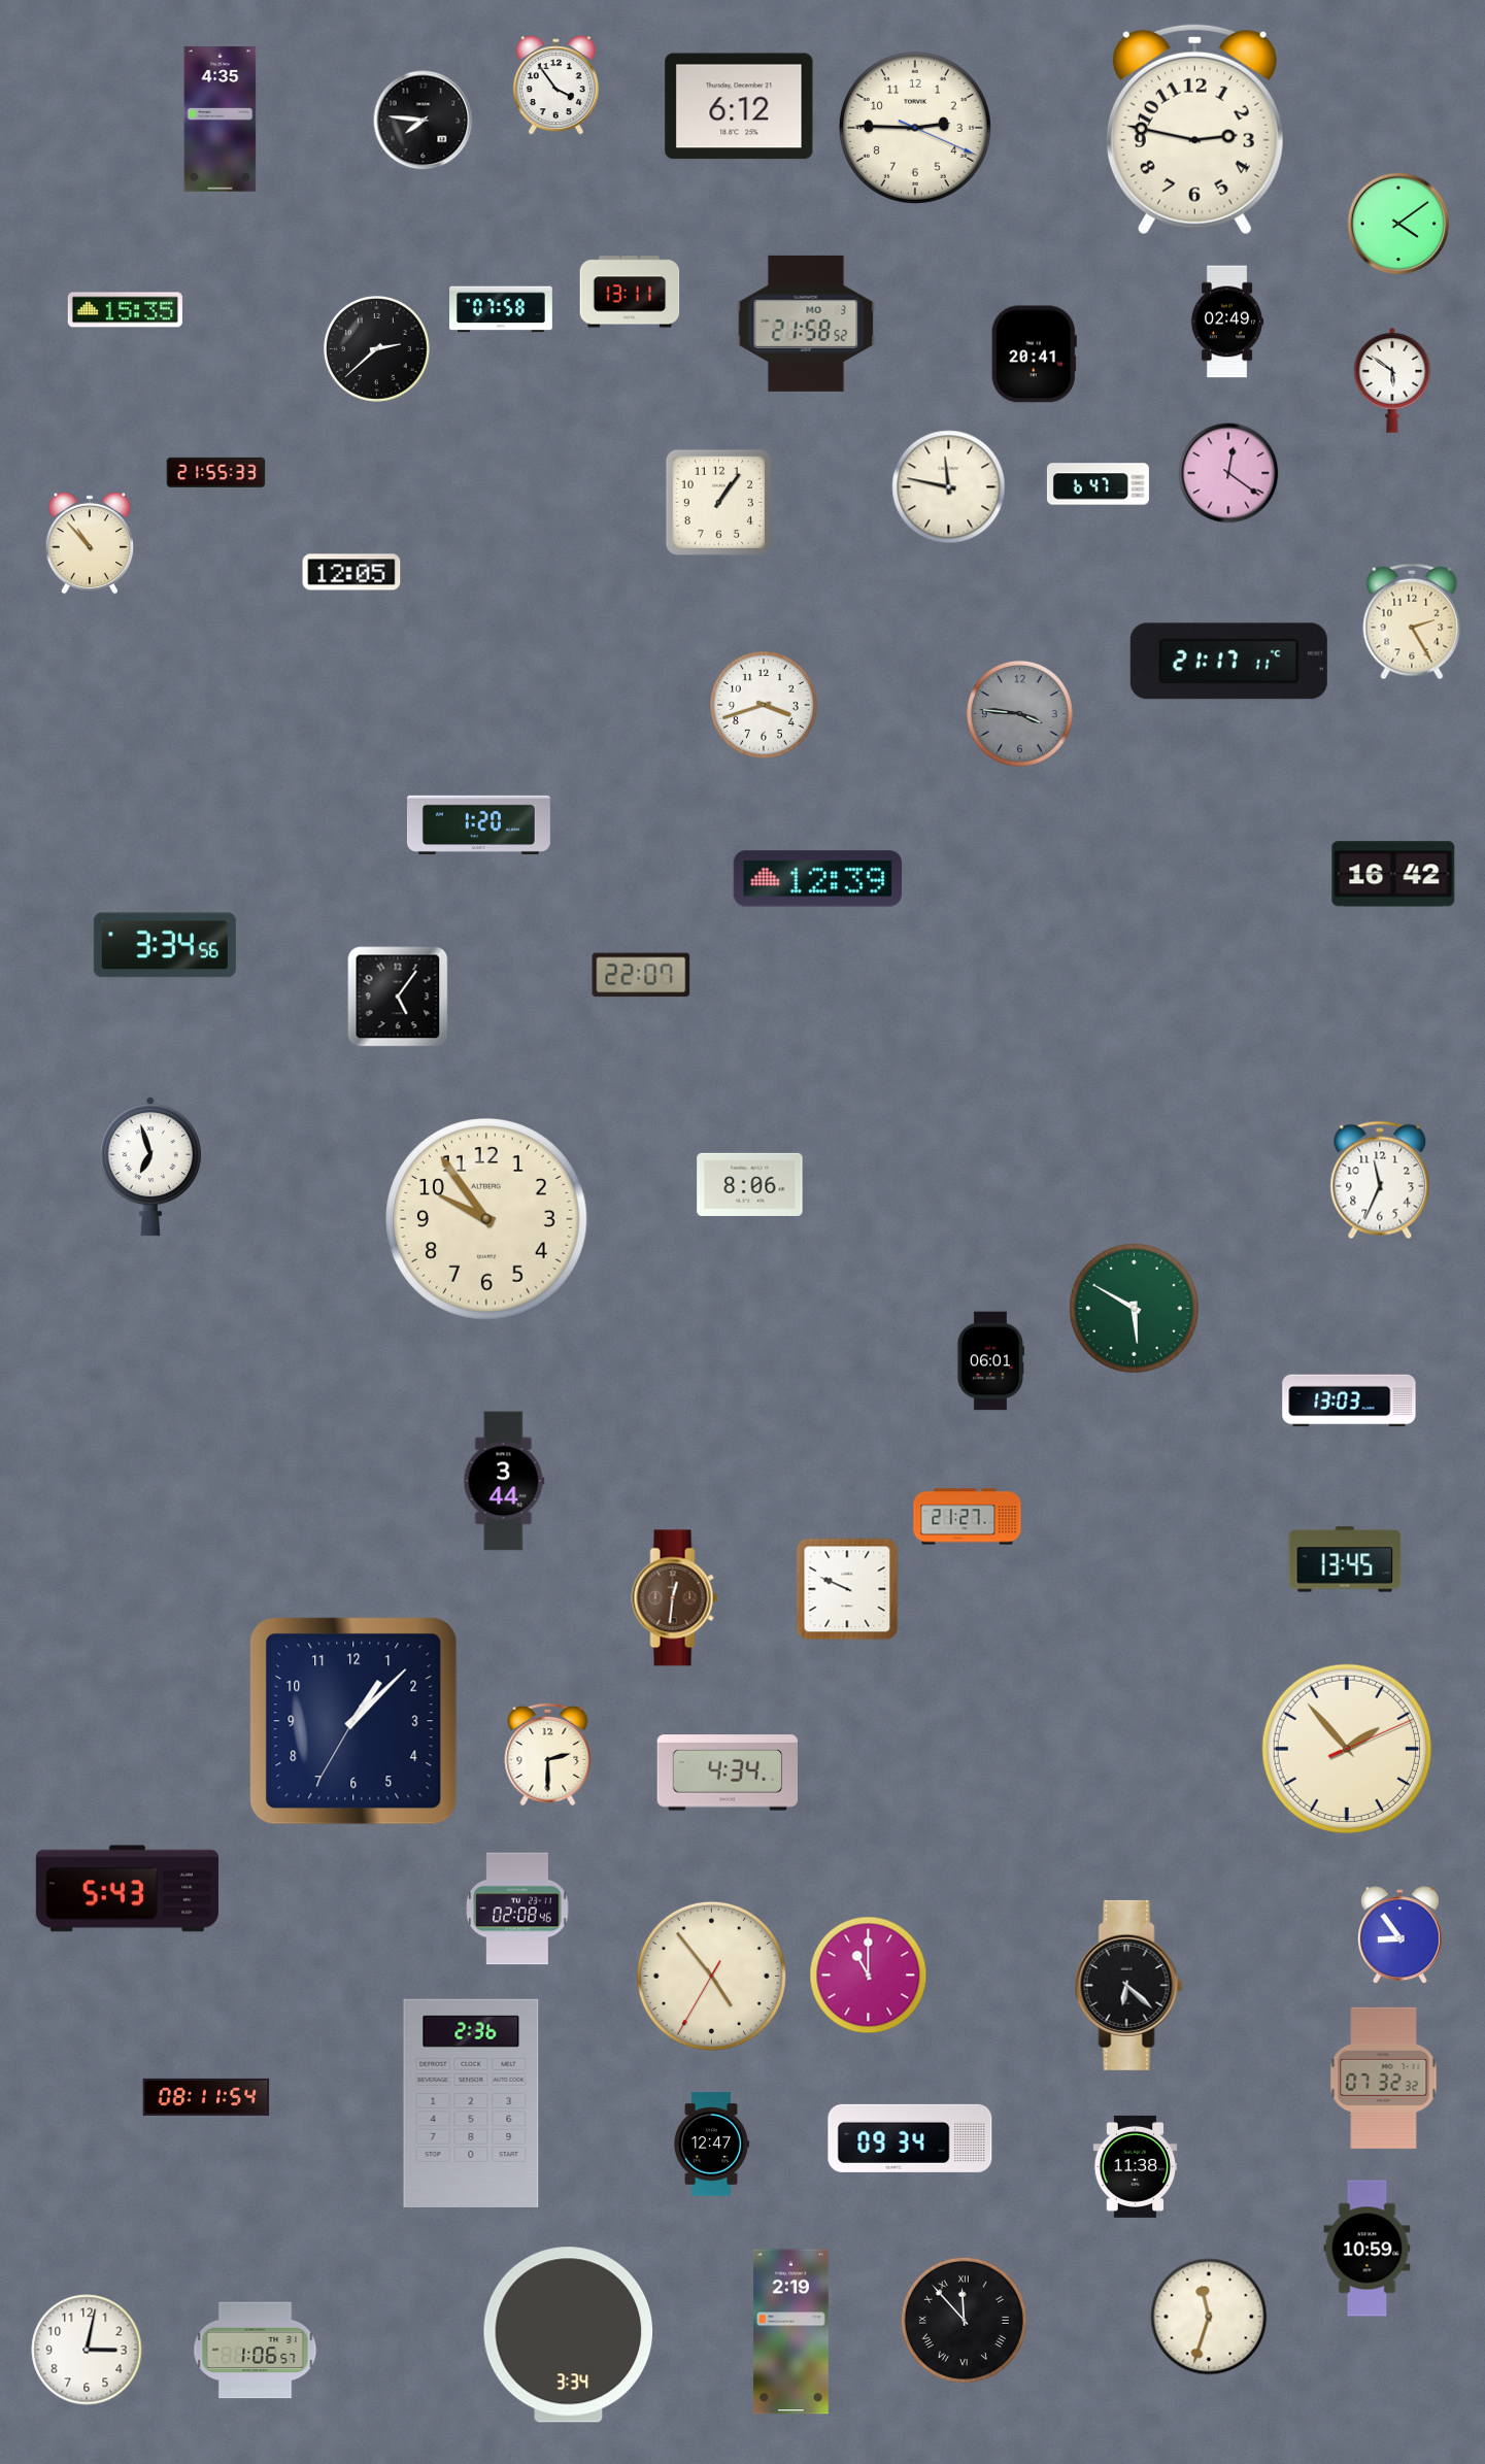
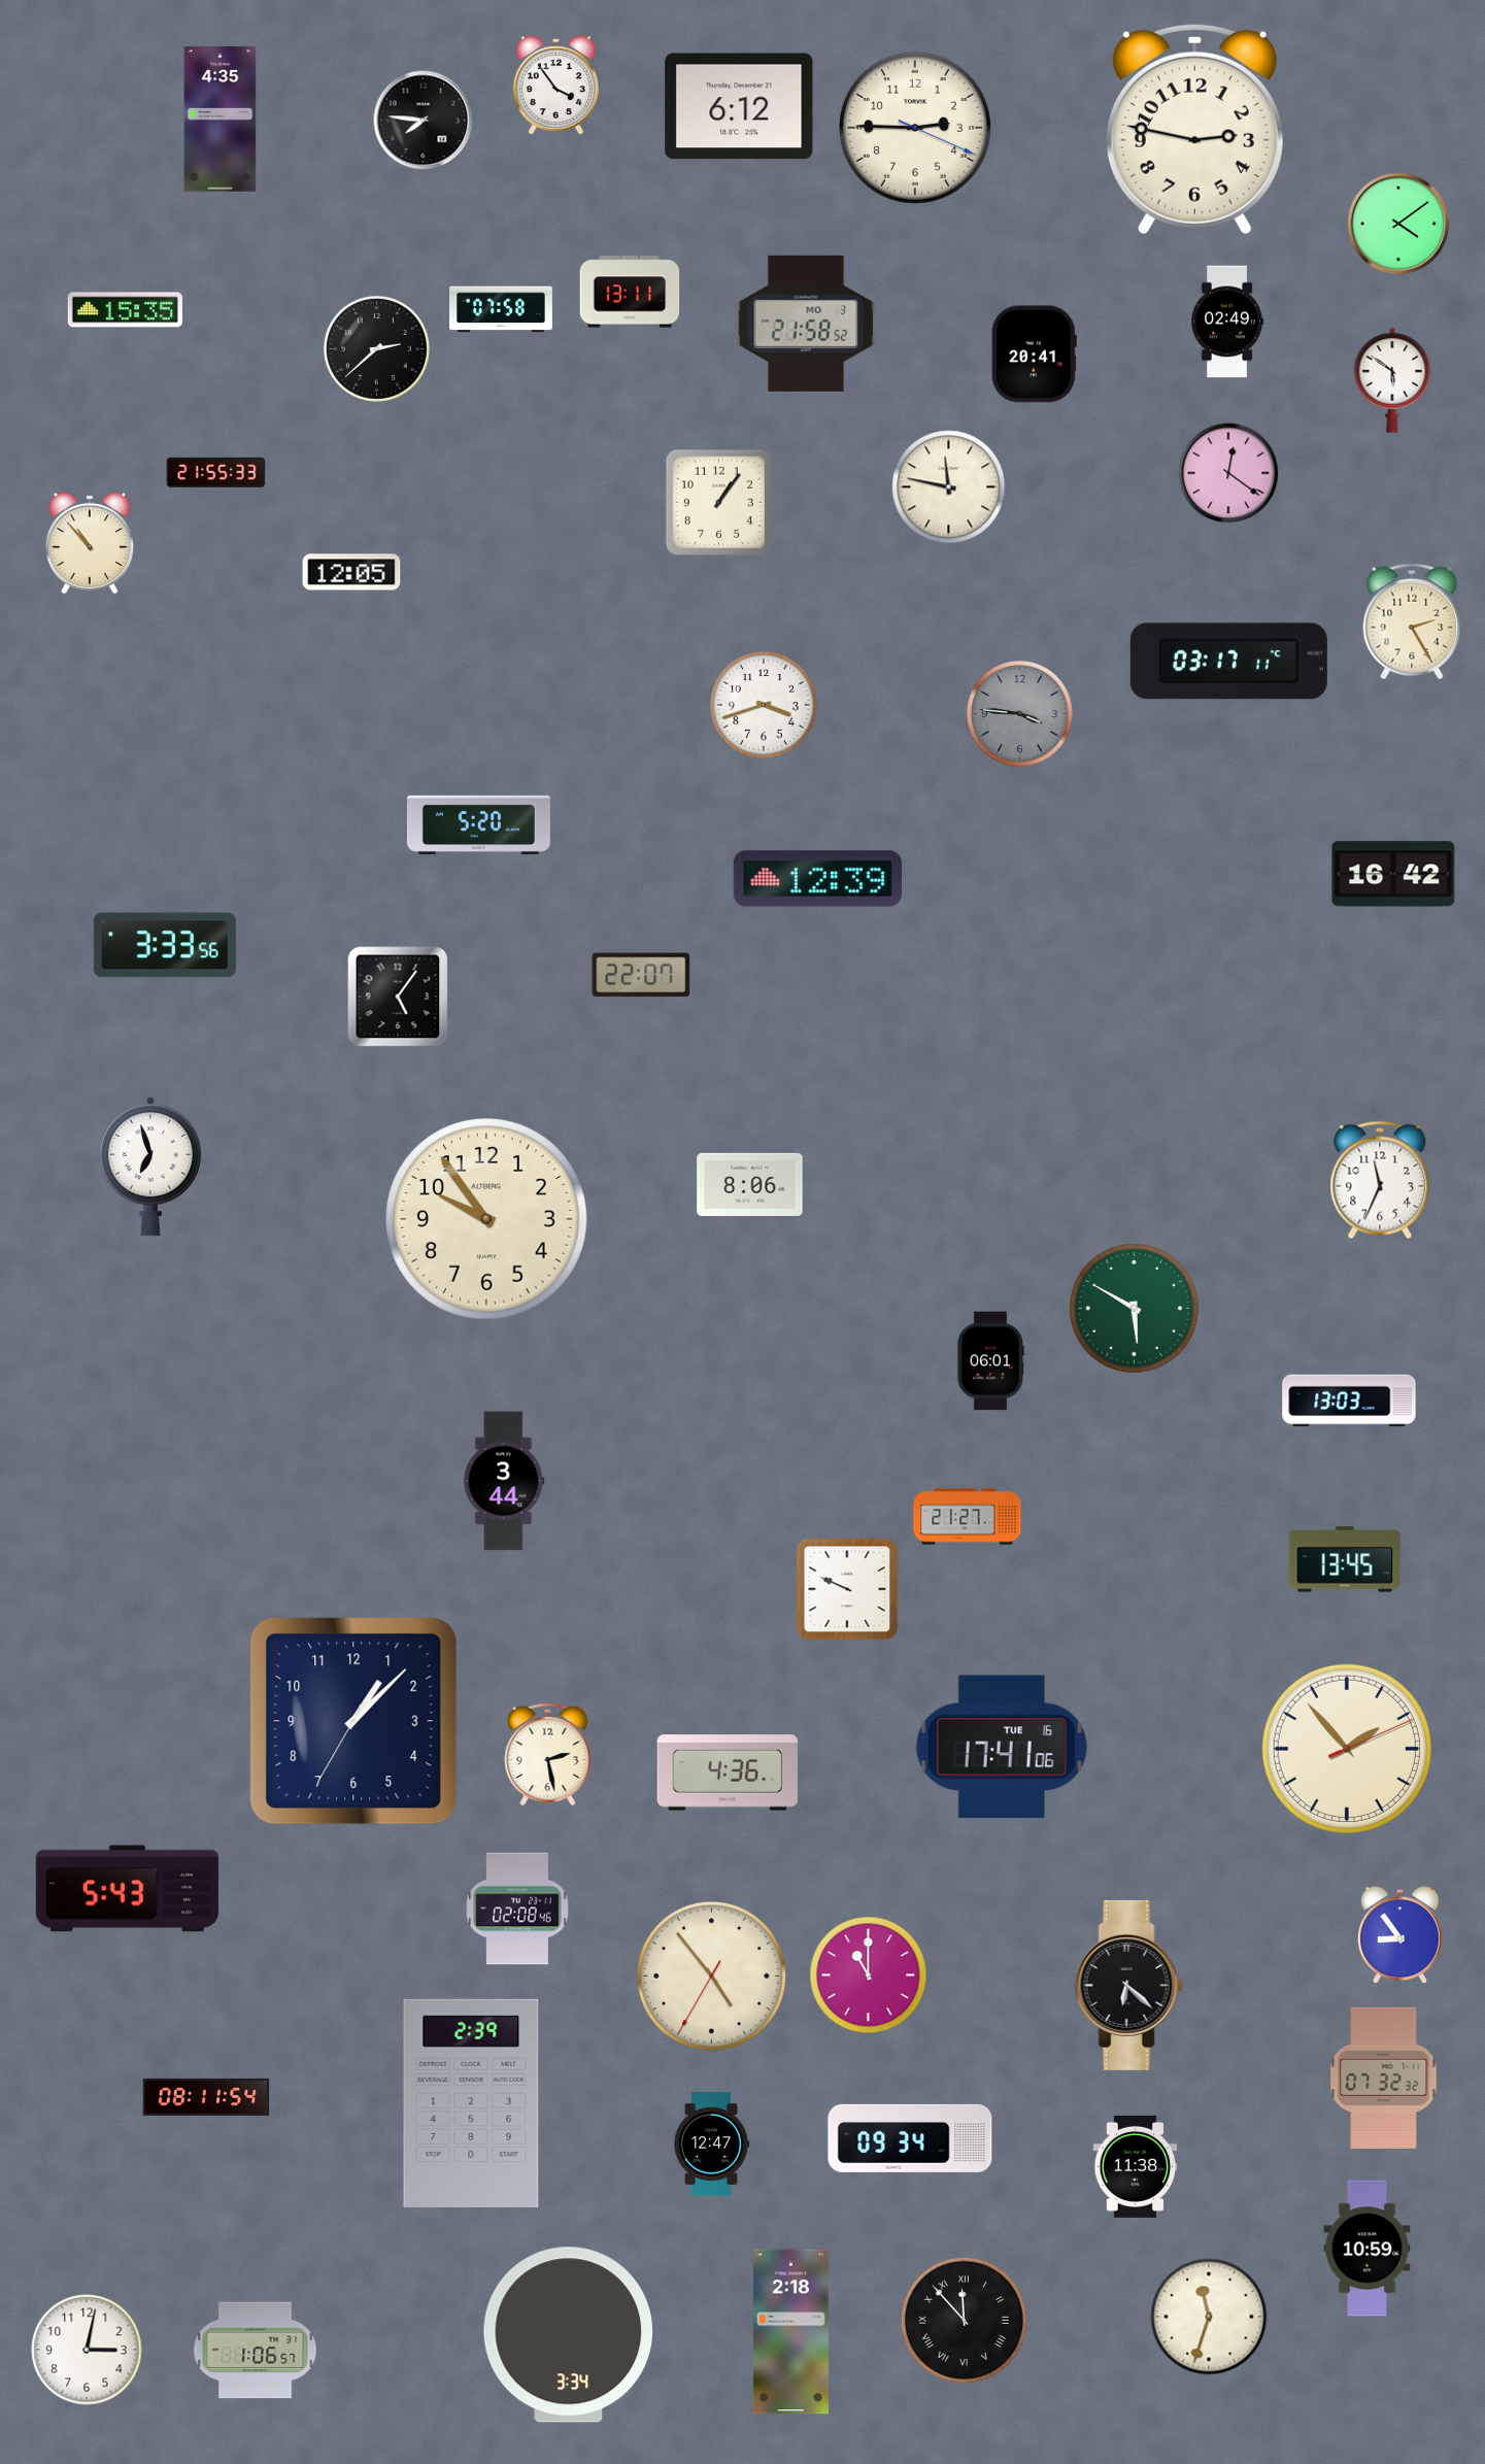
clock at (1098, 484): 6:47 -> none
clock at (1228, 662): 21:17 -> 03:17
clock at (478, 824): 1:20 -> 5:20
clock at (165, 945): 3:34 -> 3:33
clock at (675, 1598): 12:31 -> none
clock at (1002, 1747): none -> 17:41
clock at (548, 1754): 2:30 -> 2:28
clock at (727, 1773): 4:34 -> 4:36
clock at (471, 2102): 2:36 -> 2:39
clock at (790, 2332): 2:19 -> 2:18
